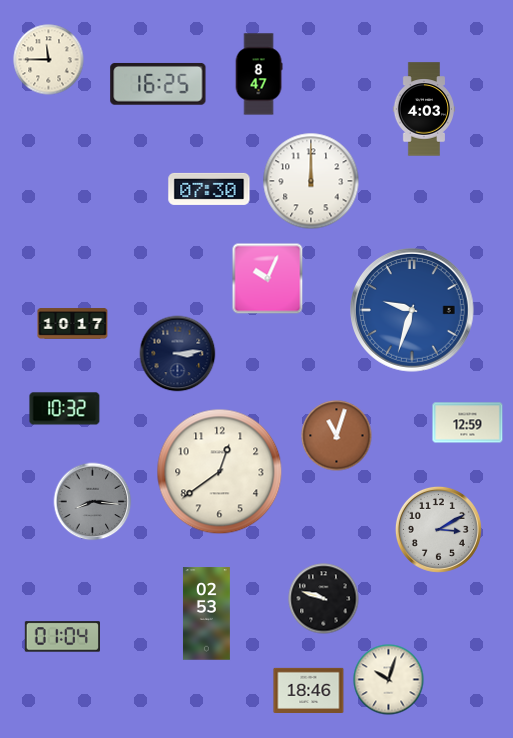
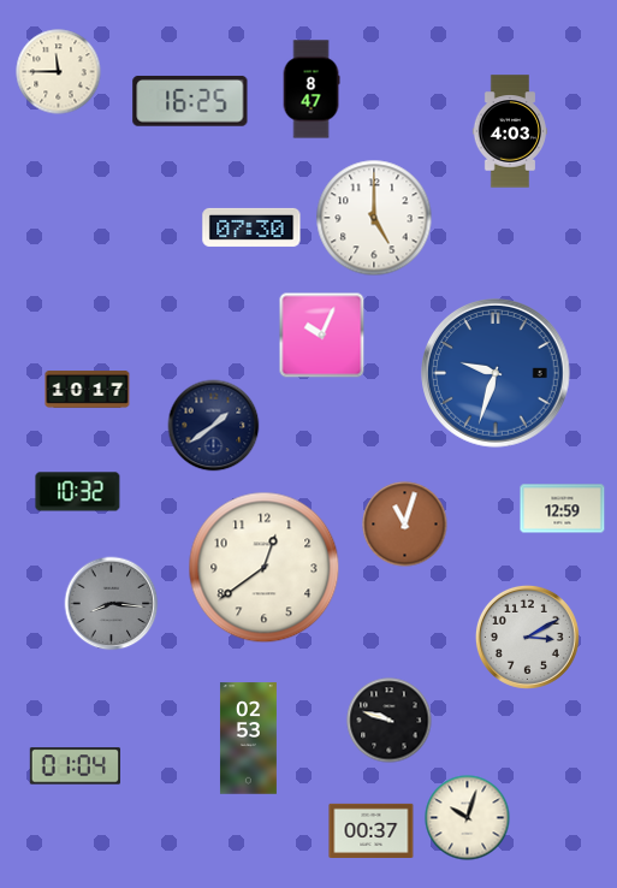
clock at (311, 181): 12:00 -> 5:00
clock at (178, 354): 3:14 -> 1:39
clock at (309, 690): 18:46 -> 00:37
